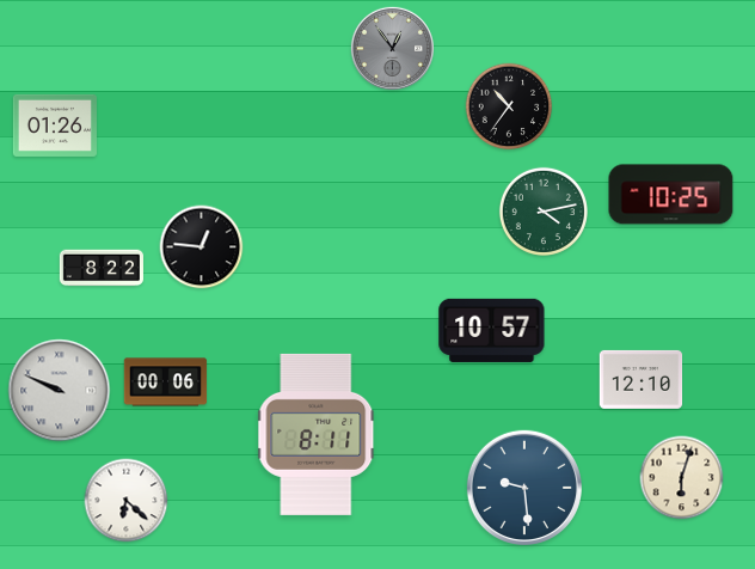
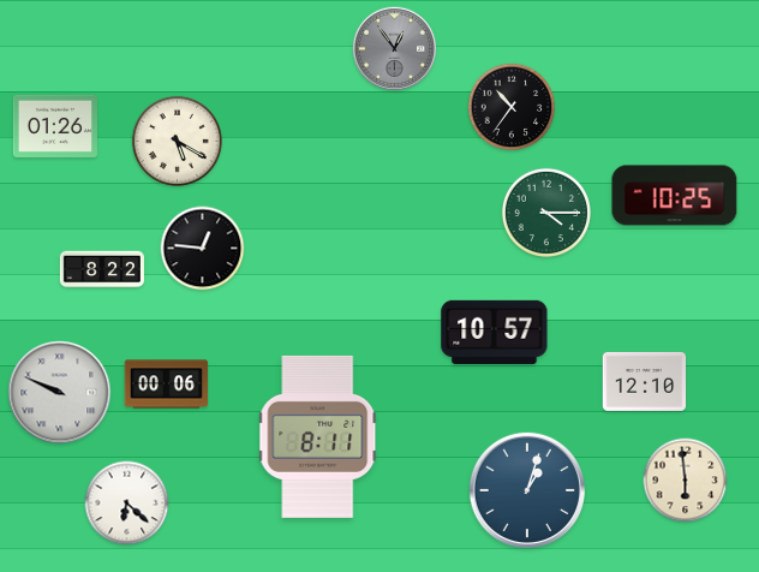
clock at (177, 141): none -> 5:20
clock at (544, 212): 4:13 -> 4:15
clock at (682, 478): 6:03 -> 5:59
clock at (524, 488): 9:29 -> 1:03
